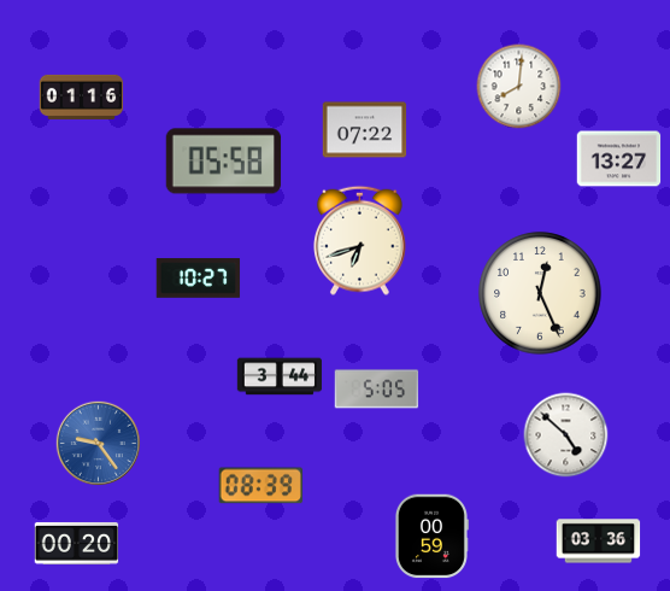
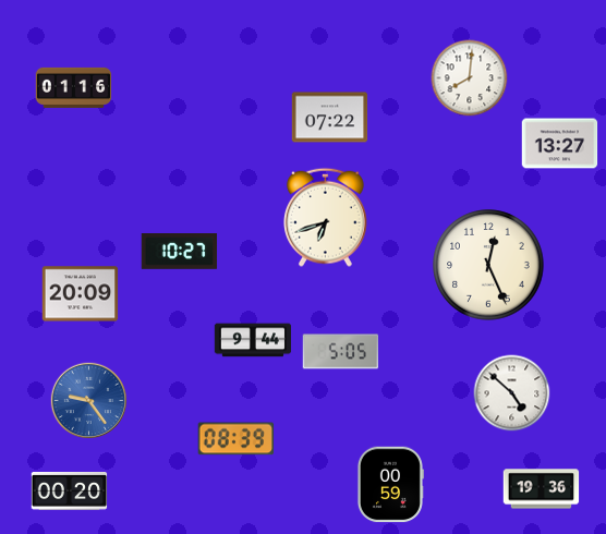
clock at (224, 162): 05:58 -> none
clock at (81, 294): none -> 20:09
clock at (278, 376): 3:44 -> 9:44
clock at (599, 542): 03:36 -> 19:36
